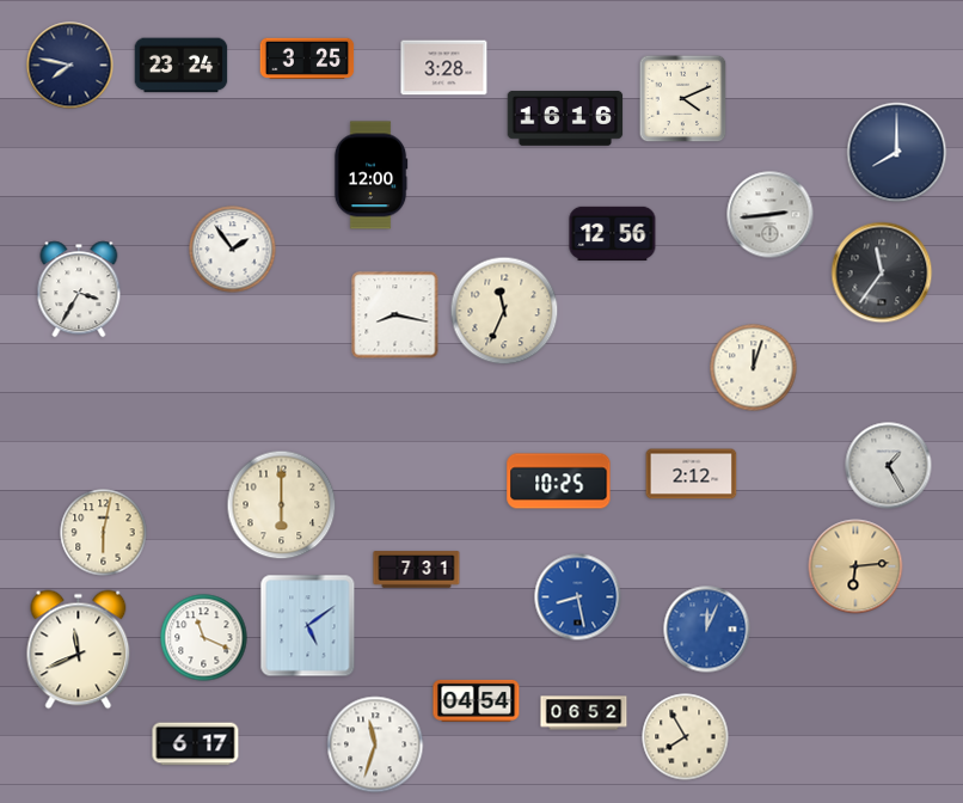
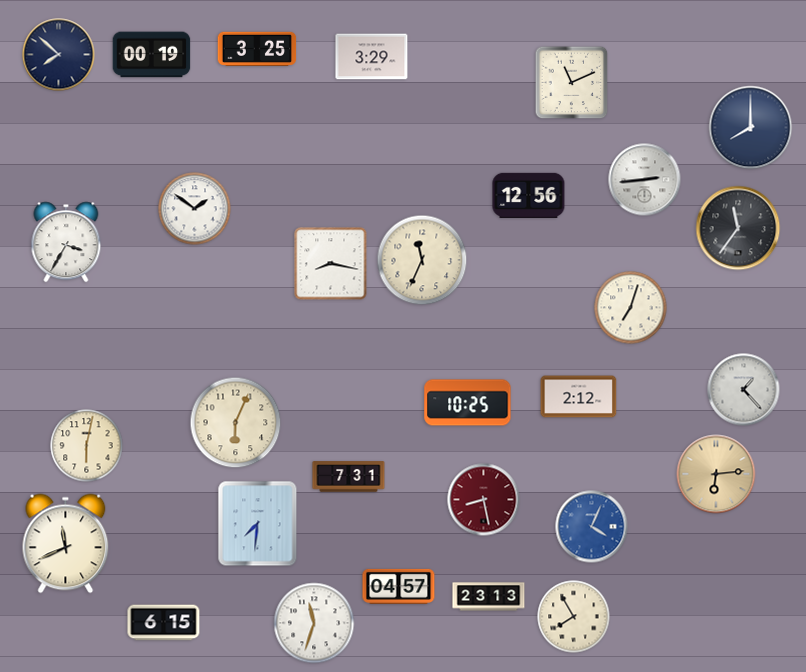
clock at (70, 66): 7:47 -> 7:52
clock at (182, 66): 23:24 -> 00:19
clock at (444, 68): 3:28 -> 3:29
clock at (683, 99): 4:11 -> 11:11
clock at (565, 118): 16:16 -> none
clock at (370, 176): 12:00 -> none
clock at (613, 233) position: (613, 233) -> (529, 195)
clock at (233, 250): 1:54 -> 1:51
clock at (754, 368): 12:03 -> 7:03
clock at (889, 466): 1:25 -> 1:23
clock at (282, 505): 6:00 -> 6:04
clock at (578, 597) dial: blue -> burgundy
clock at (308, 626): 5:09 -> 7:31
clock at (707, 630): 12:04 -> 4:04
clock at (204, 638): 11:19 -> none
clock at (477, 700): 04:54 -> 04:57
clock at (584, 713): 06:52 -> 23:13
clock at (196, 744): 6:17 -> 6:15
